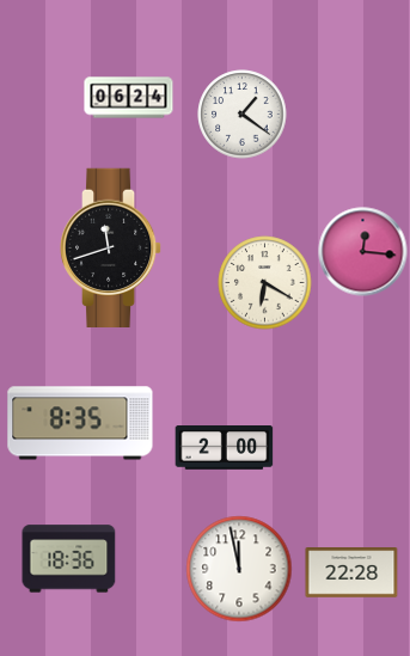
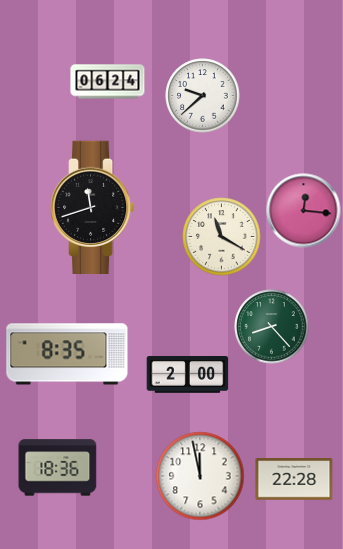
clock at (243, 115): 1:21 -> 9:38
clock at (265, 283): 6:20 -> 11:20
clock at (272, 327): none -> 8:23
